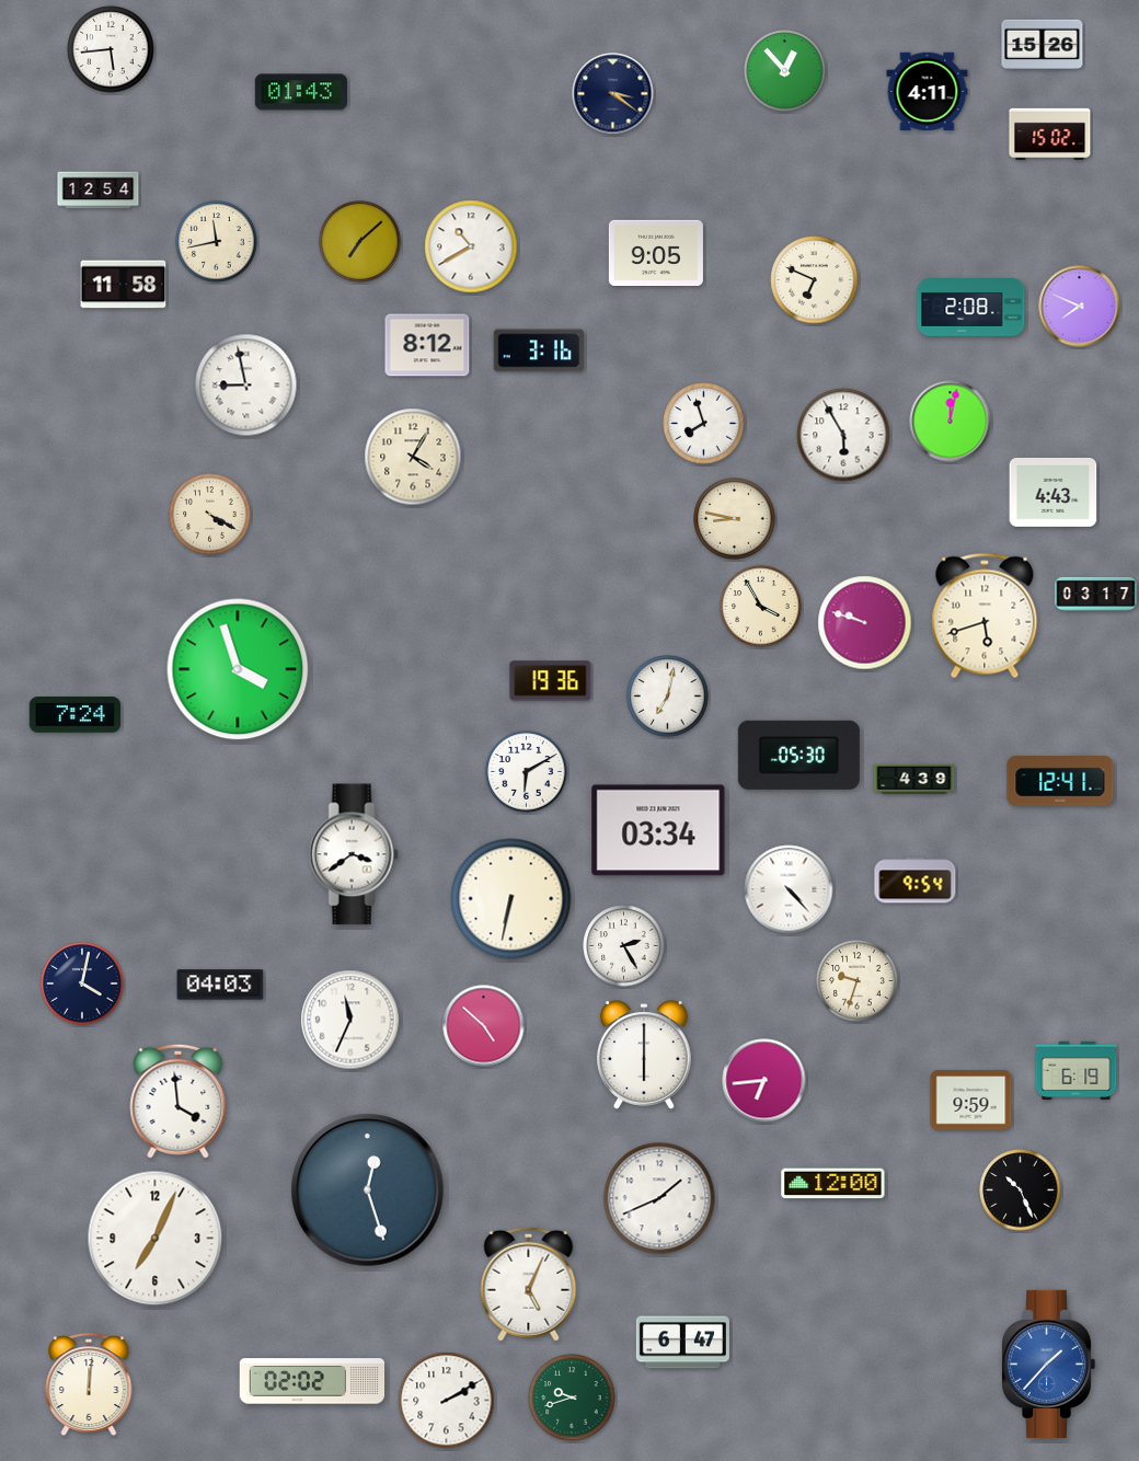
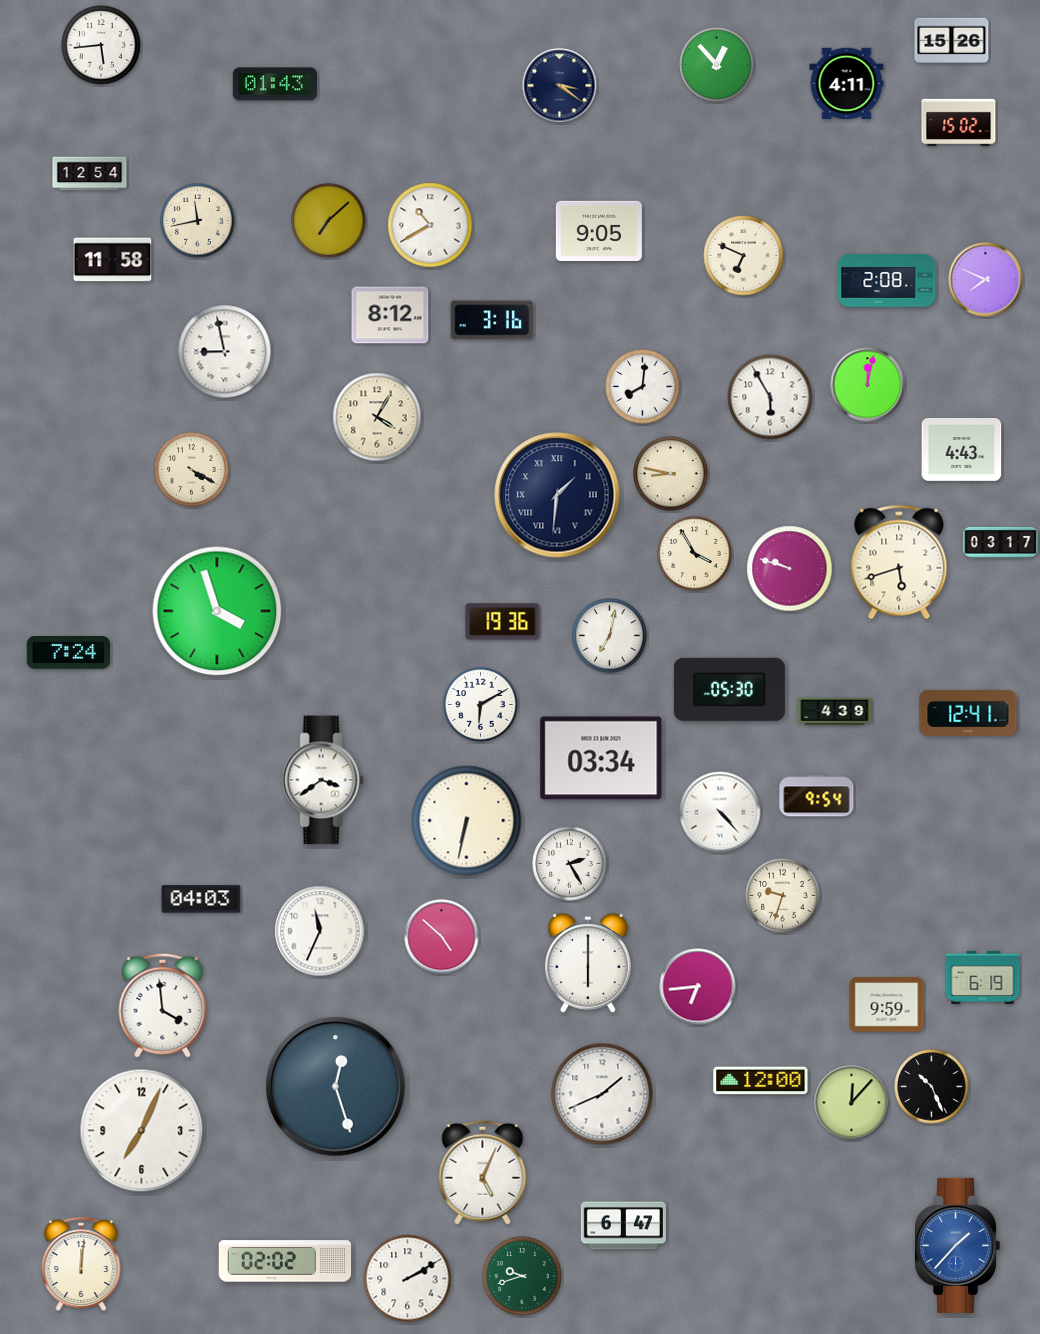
clock at (704, 424): 7:57 -> 8:01
clock at (557, 495): none -> 1:31
clock at (916, 881) position: (916, 881) -> (817, 796)
clock at (82, 983): 4:02 -> none
clock at (852, 1103): none -> 12:07
